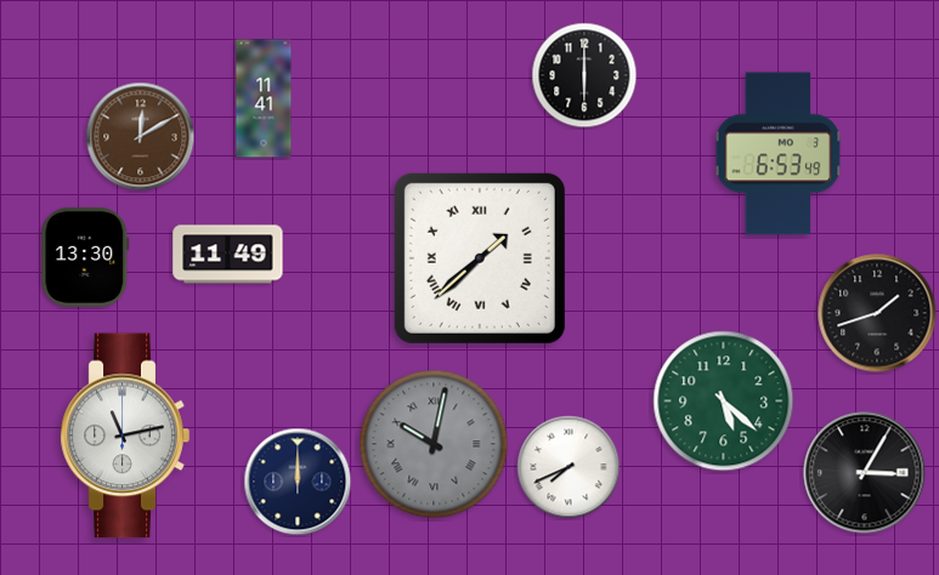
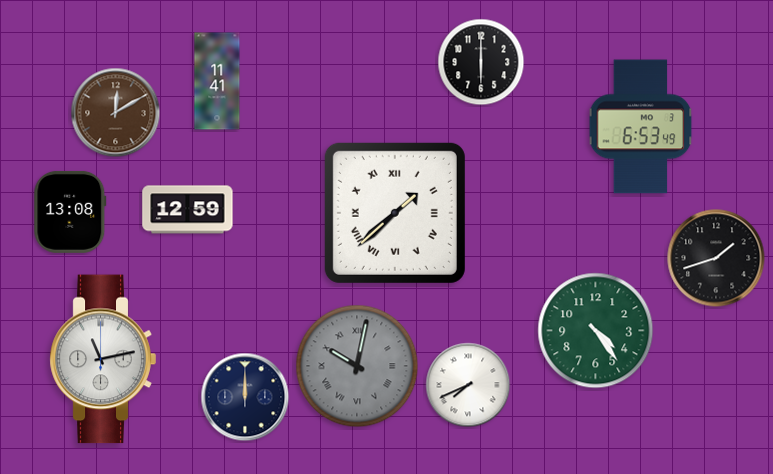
clock at (228, 255): 11:49 -> 12:59
clock at (85, 257): 13:30 -> 13:08
clock at (877, 313) position: (877, 313) -> (716, 258)
clock at (724, 402): 5:22 -> 4:24
clock at (865, 473): 3:05 -> none
